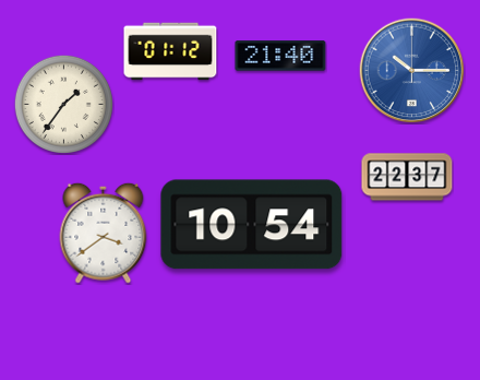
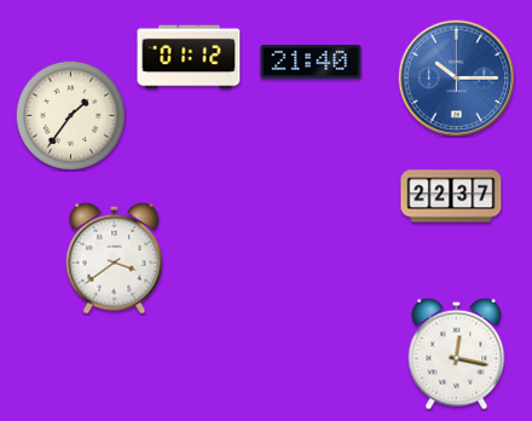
clock at (252, 225): 10:54 -> none
clock at (457, 353): none -> 12:17
